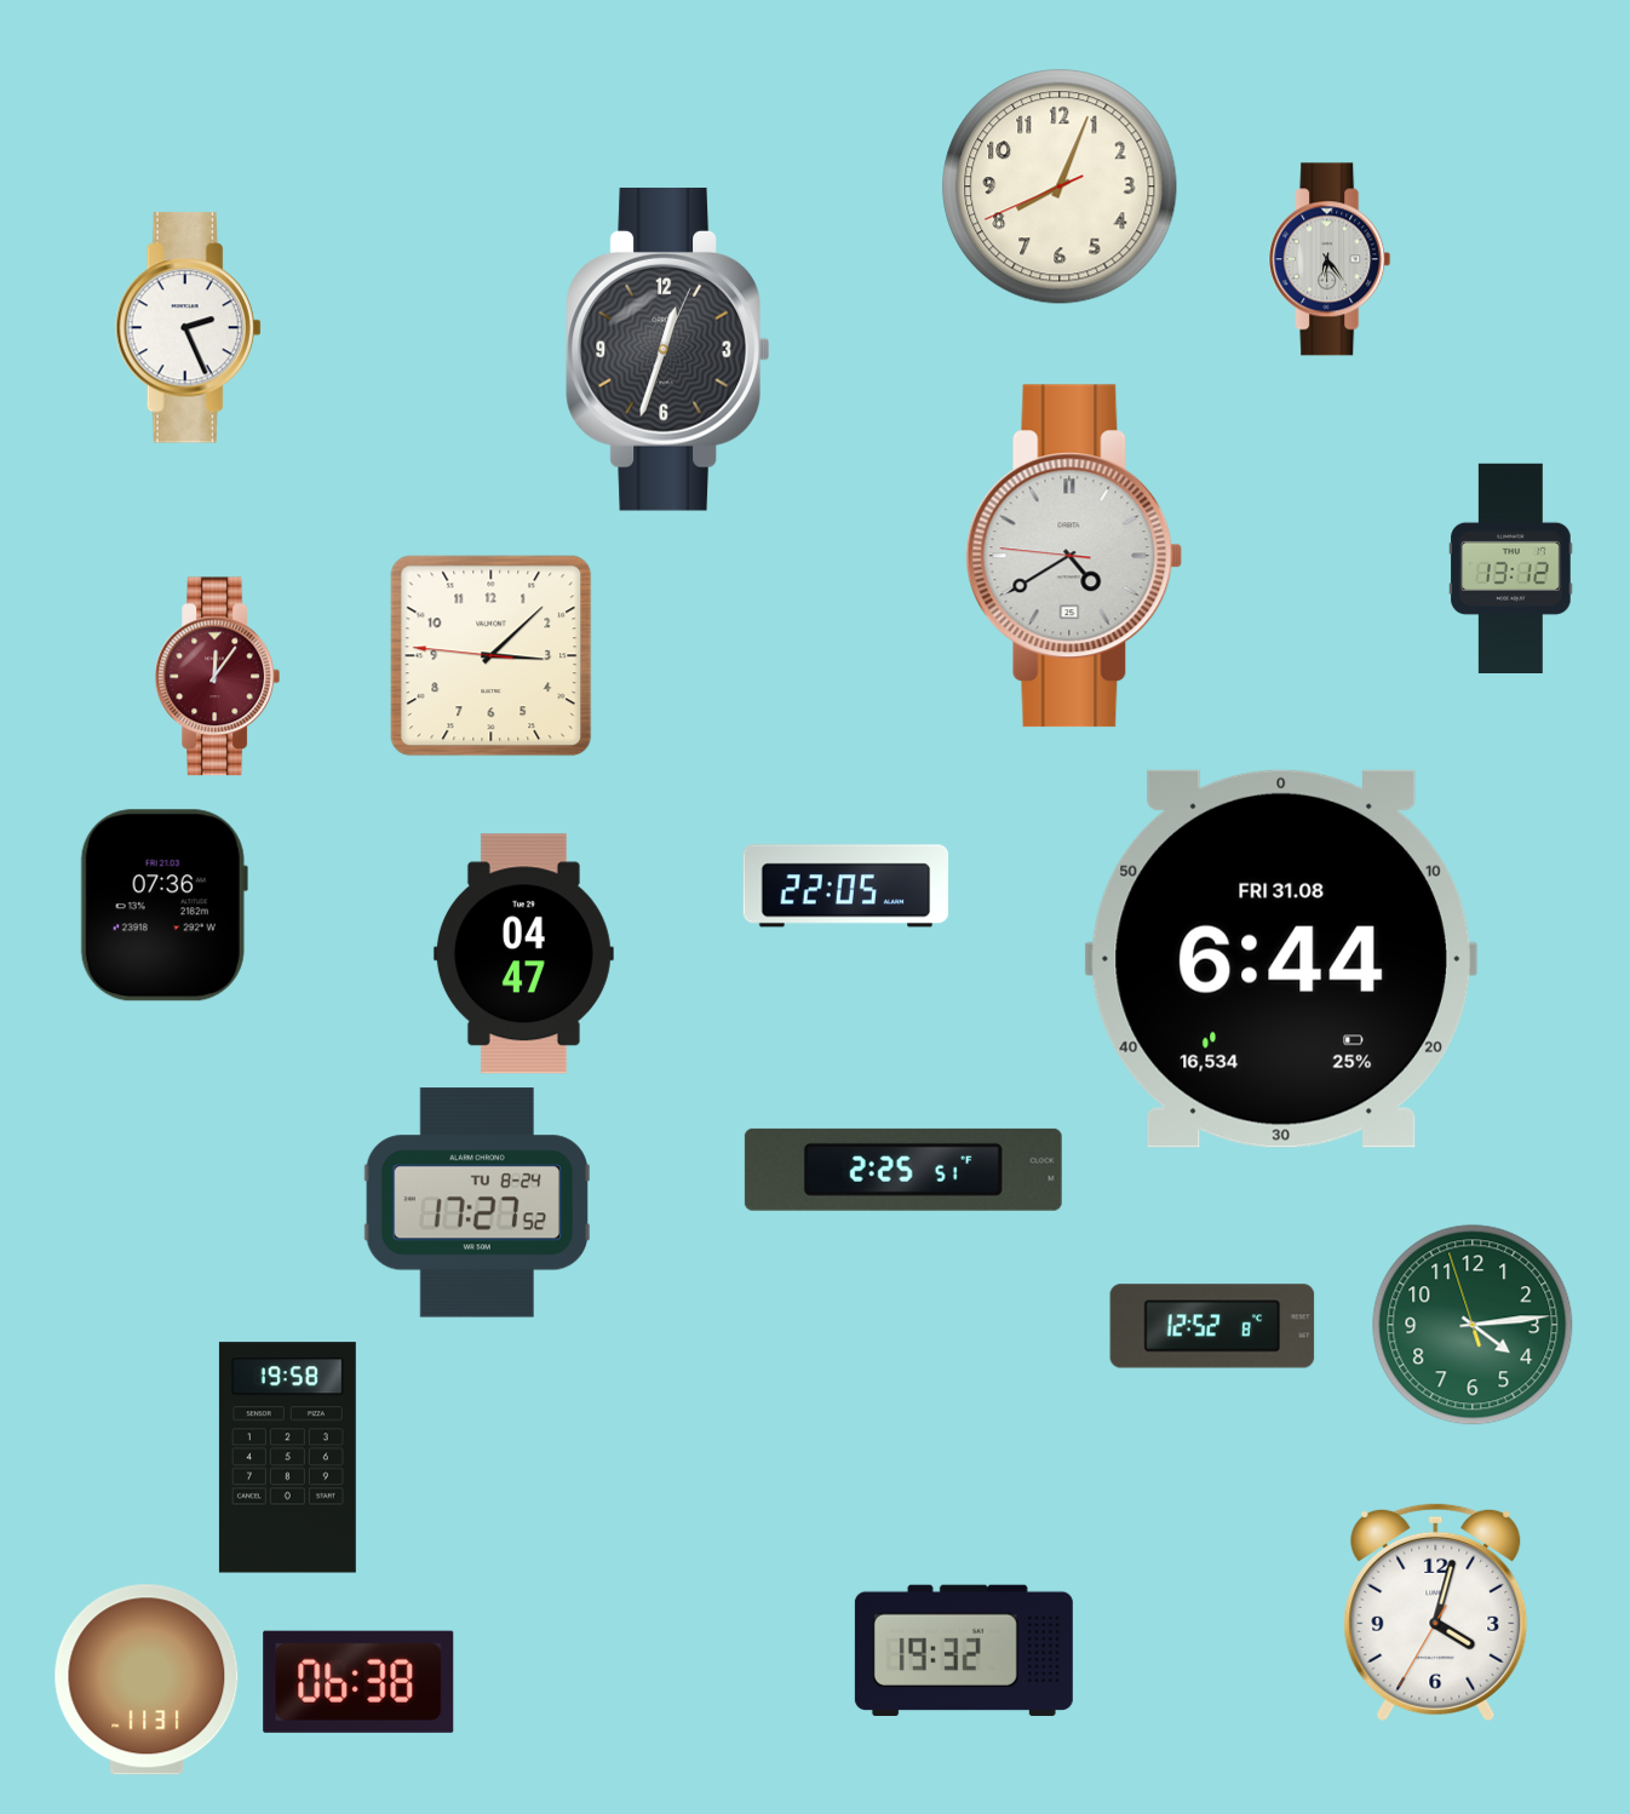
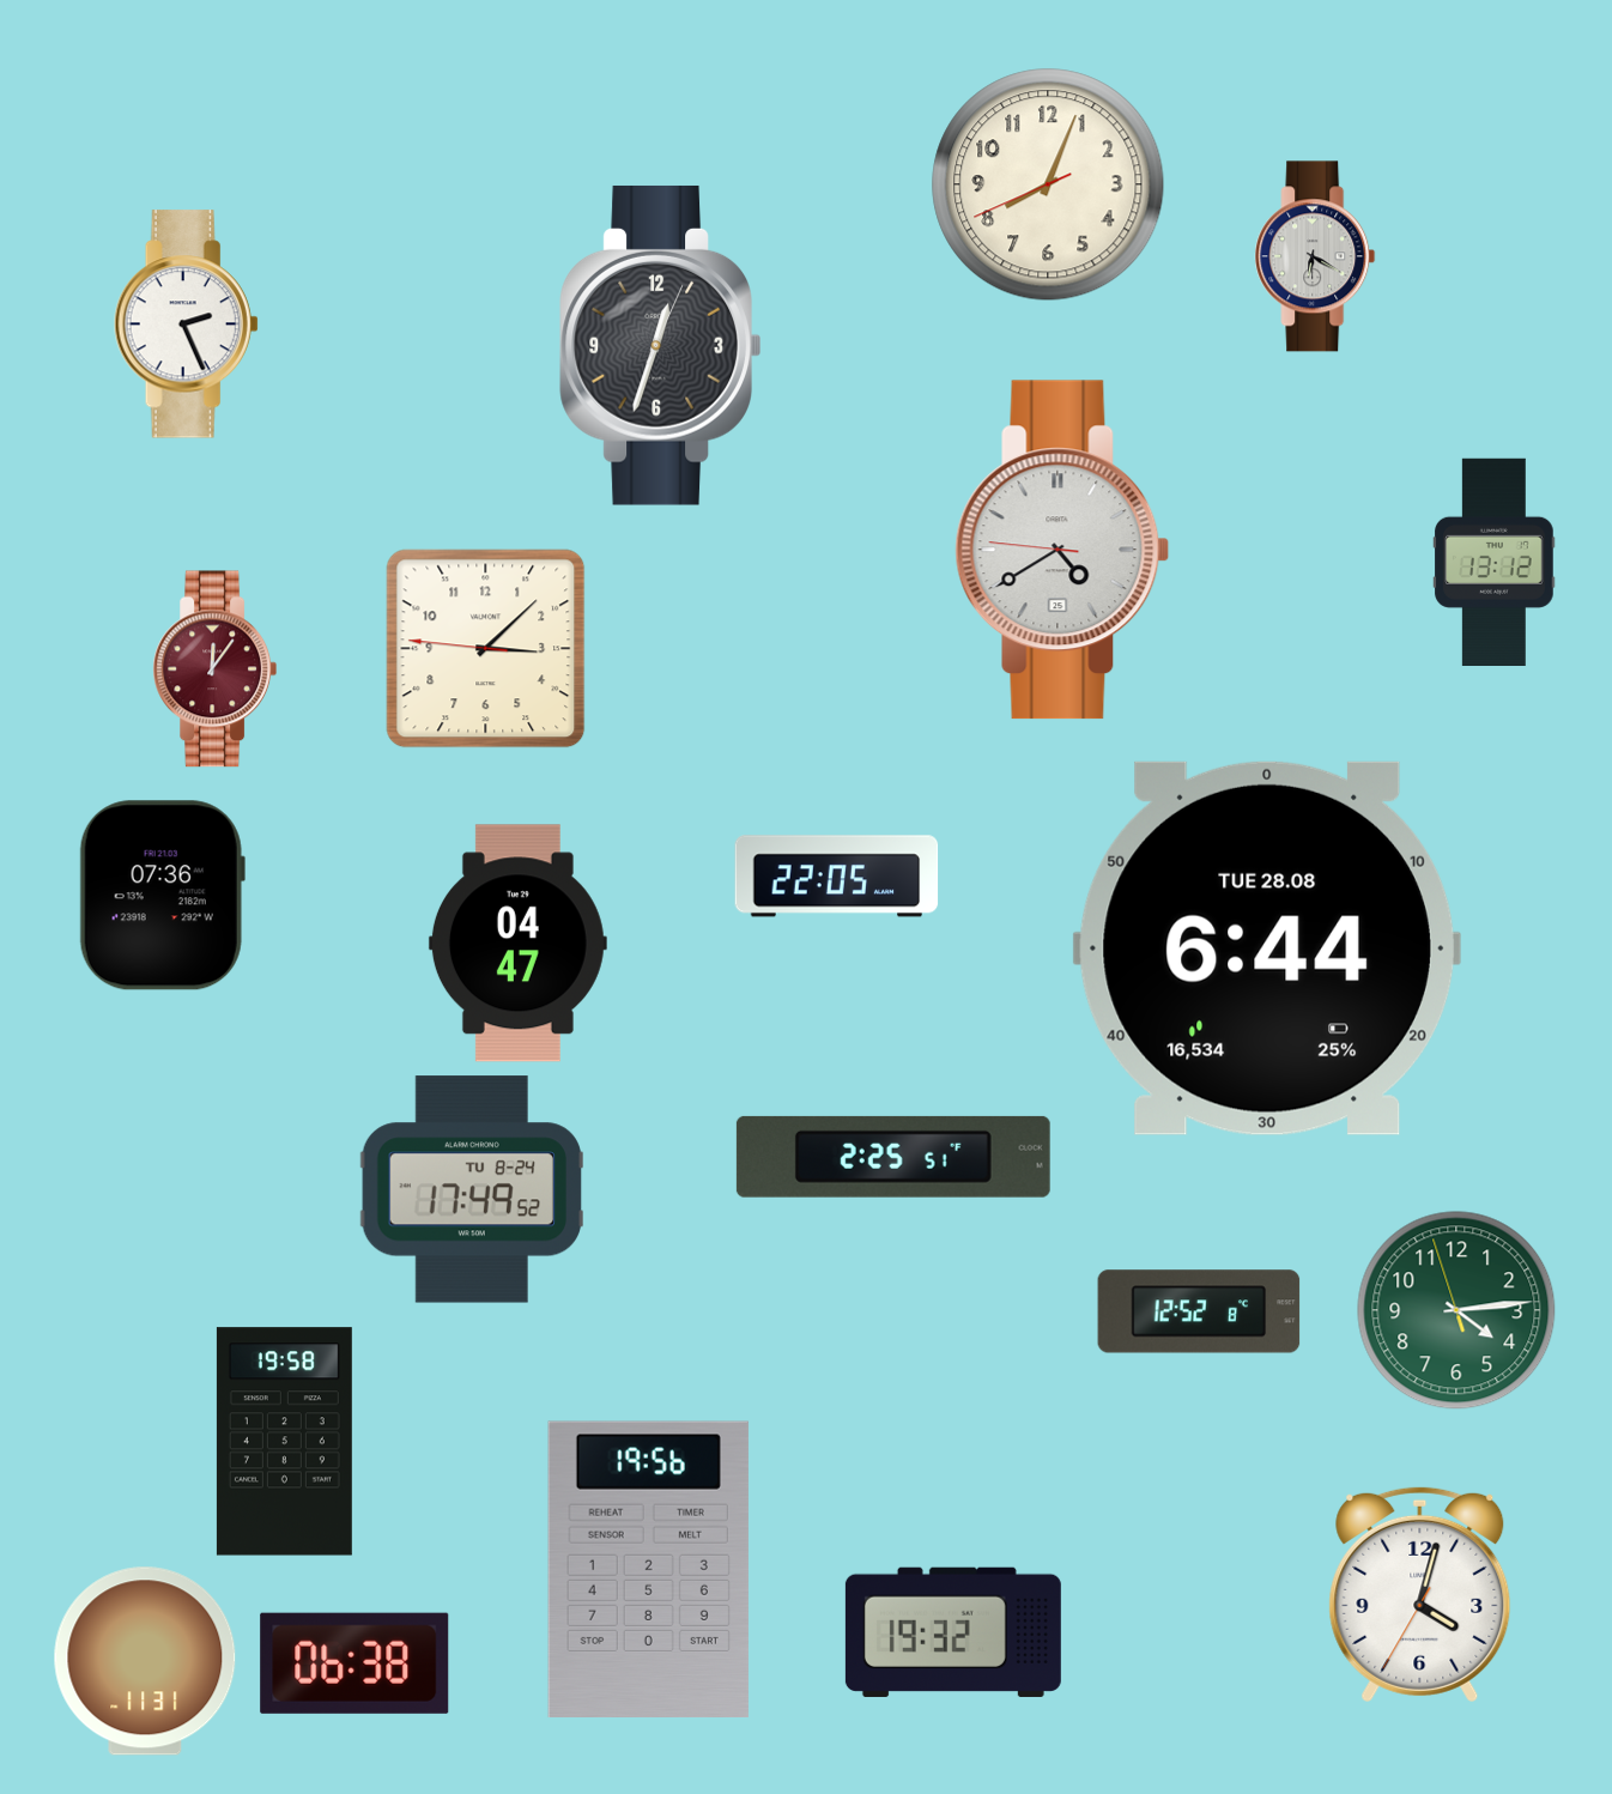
clock at (1330, 259): 6:24 -> 6:20
clock at (1281, 959) date: FRI 31.08 -> TUE 28.08
clock at (477, 1202): 17:27 -> 17:49
clock at (648, 1569): none -> 19:56
